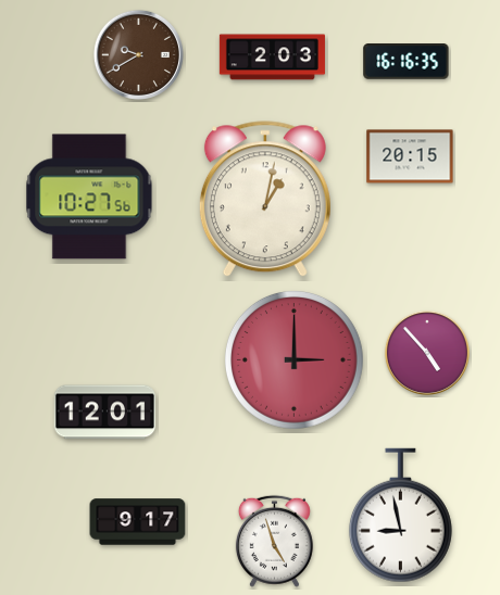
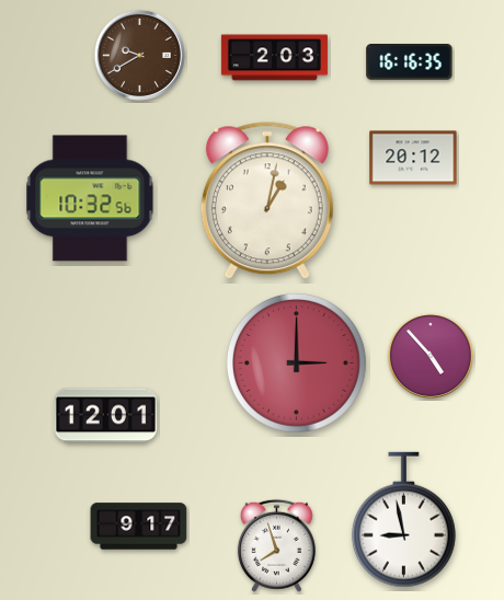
clock at (410, 156): 20:15 -> 20:12
clock at (89, 197): 10:27 -> 10:32
clock at (274, 541): 4:57 -> 7:57
